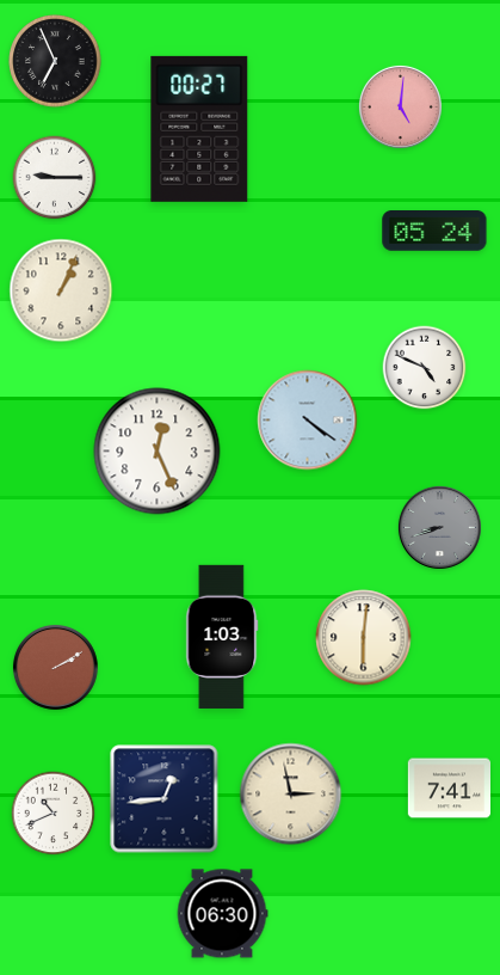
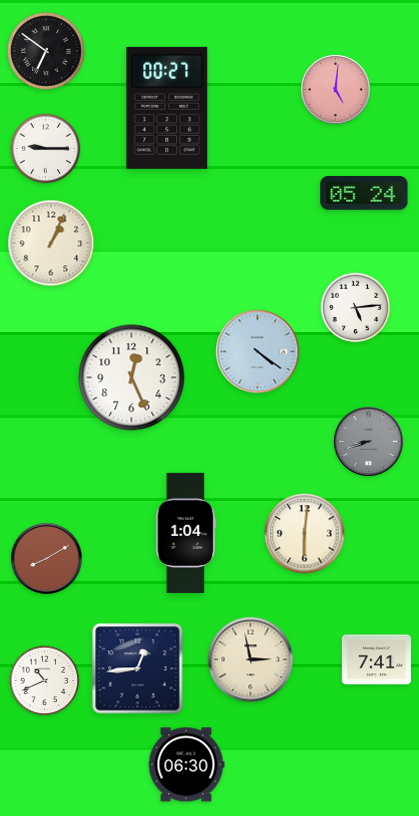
clock at (55, 61): 6:56 -> 6:51
clock at (425, 368): 4:49 -> 5:14
clock at (222, 637): 1:03 -> 1:04
clock at (55, 667): 2:10 -> 8:10
clock at (291, 795) position: (291, 795) -> (251, 660)
